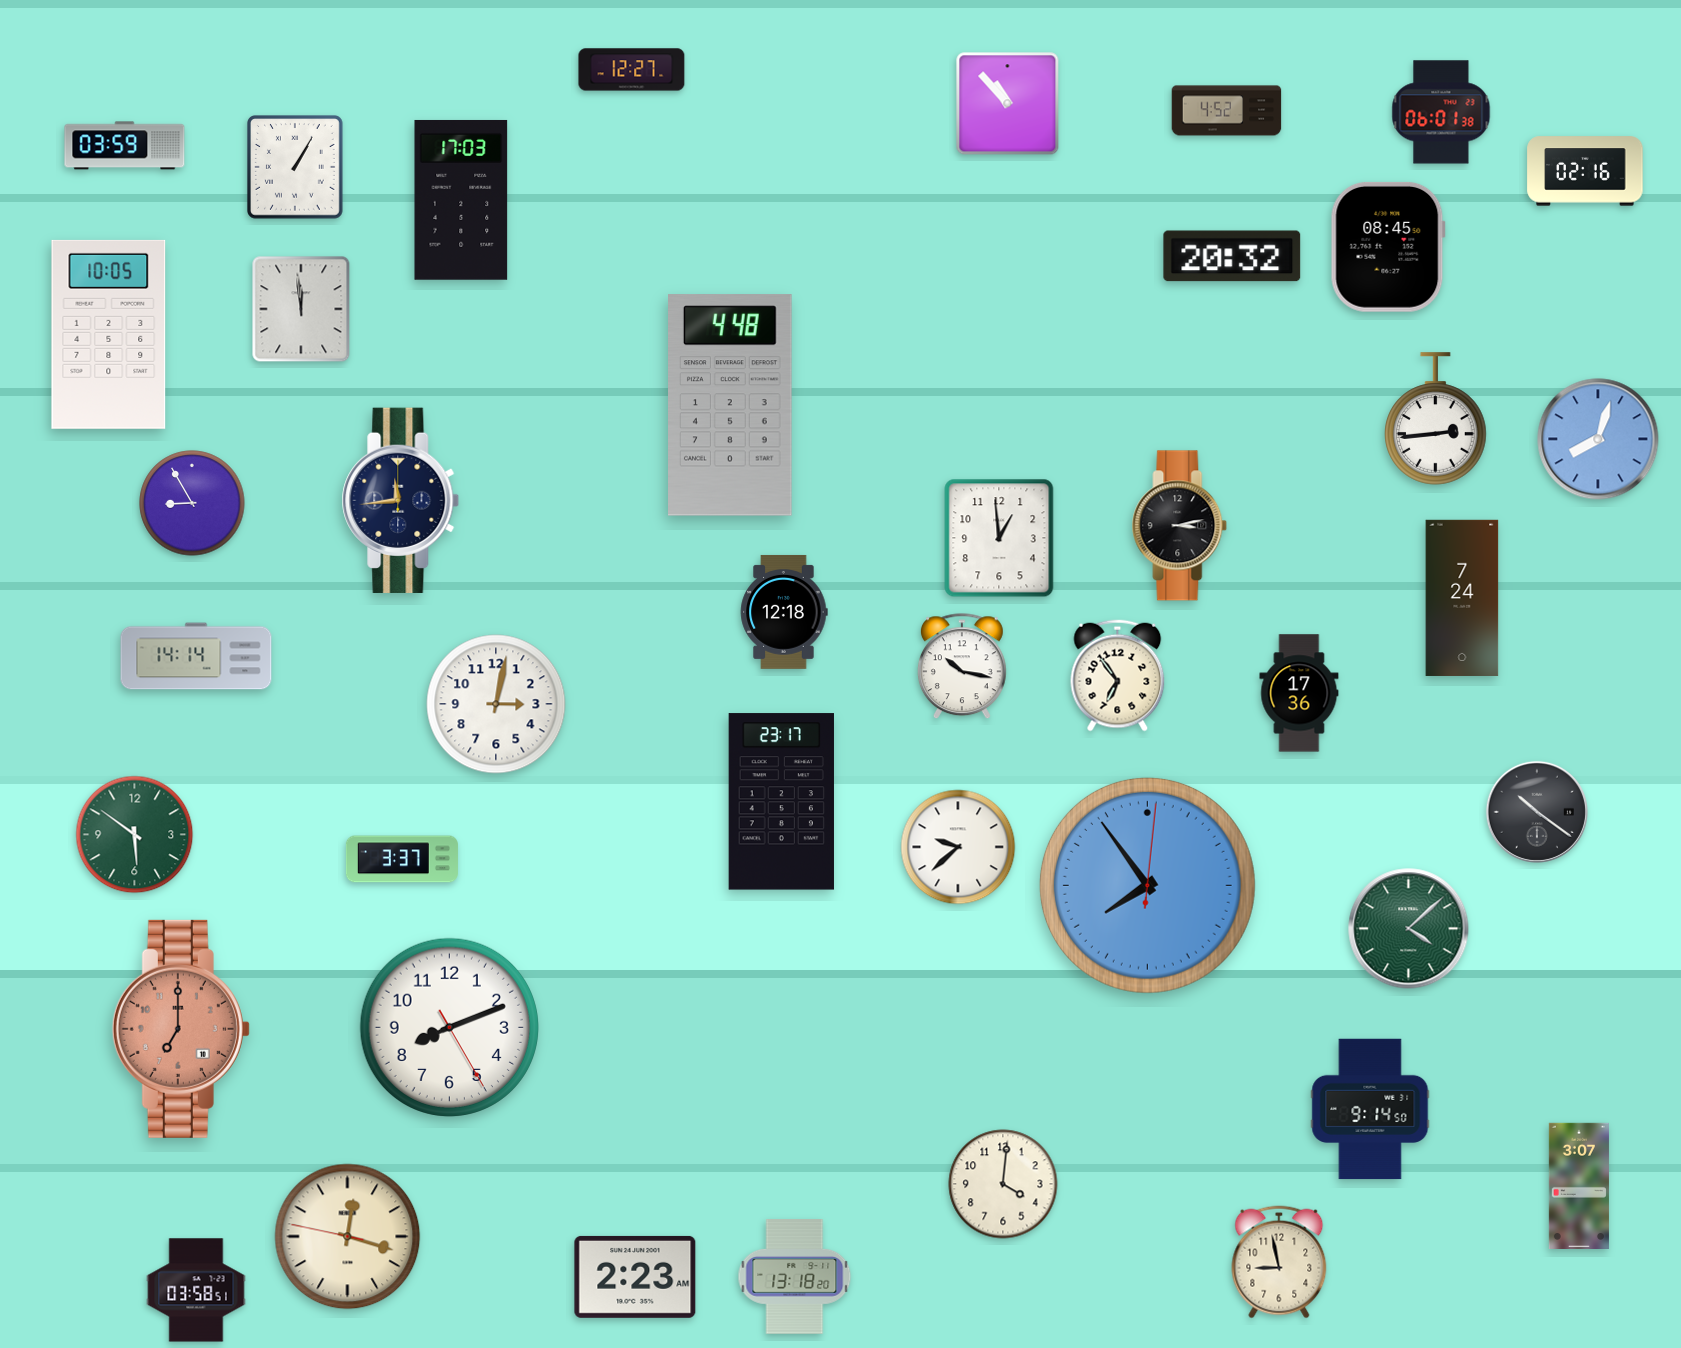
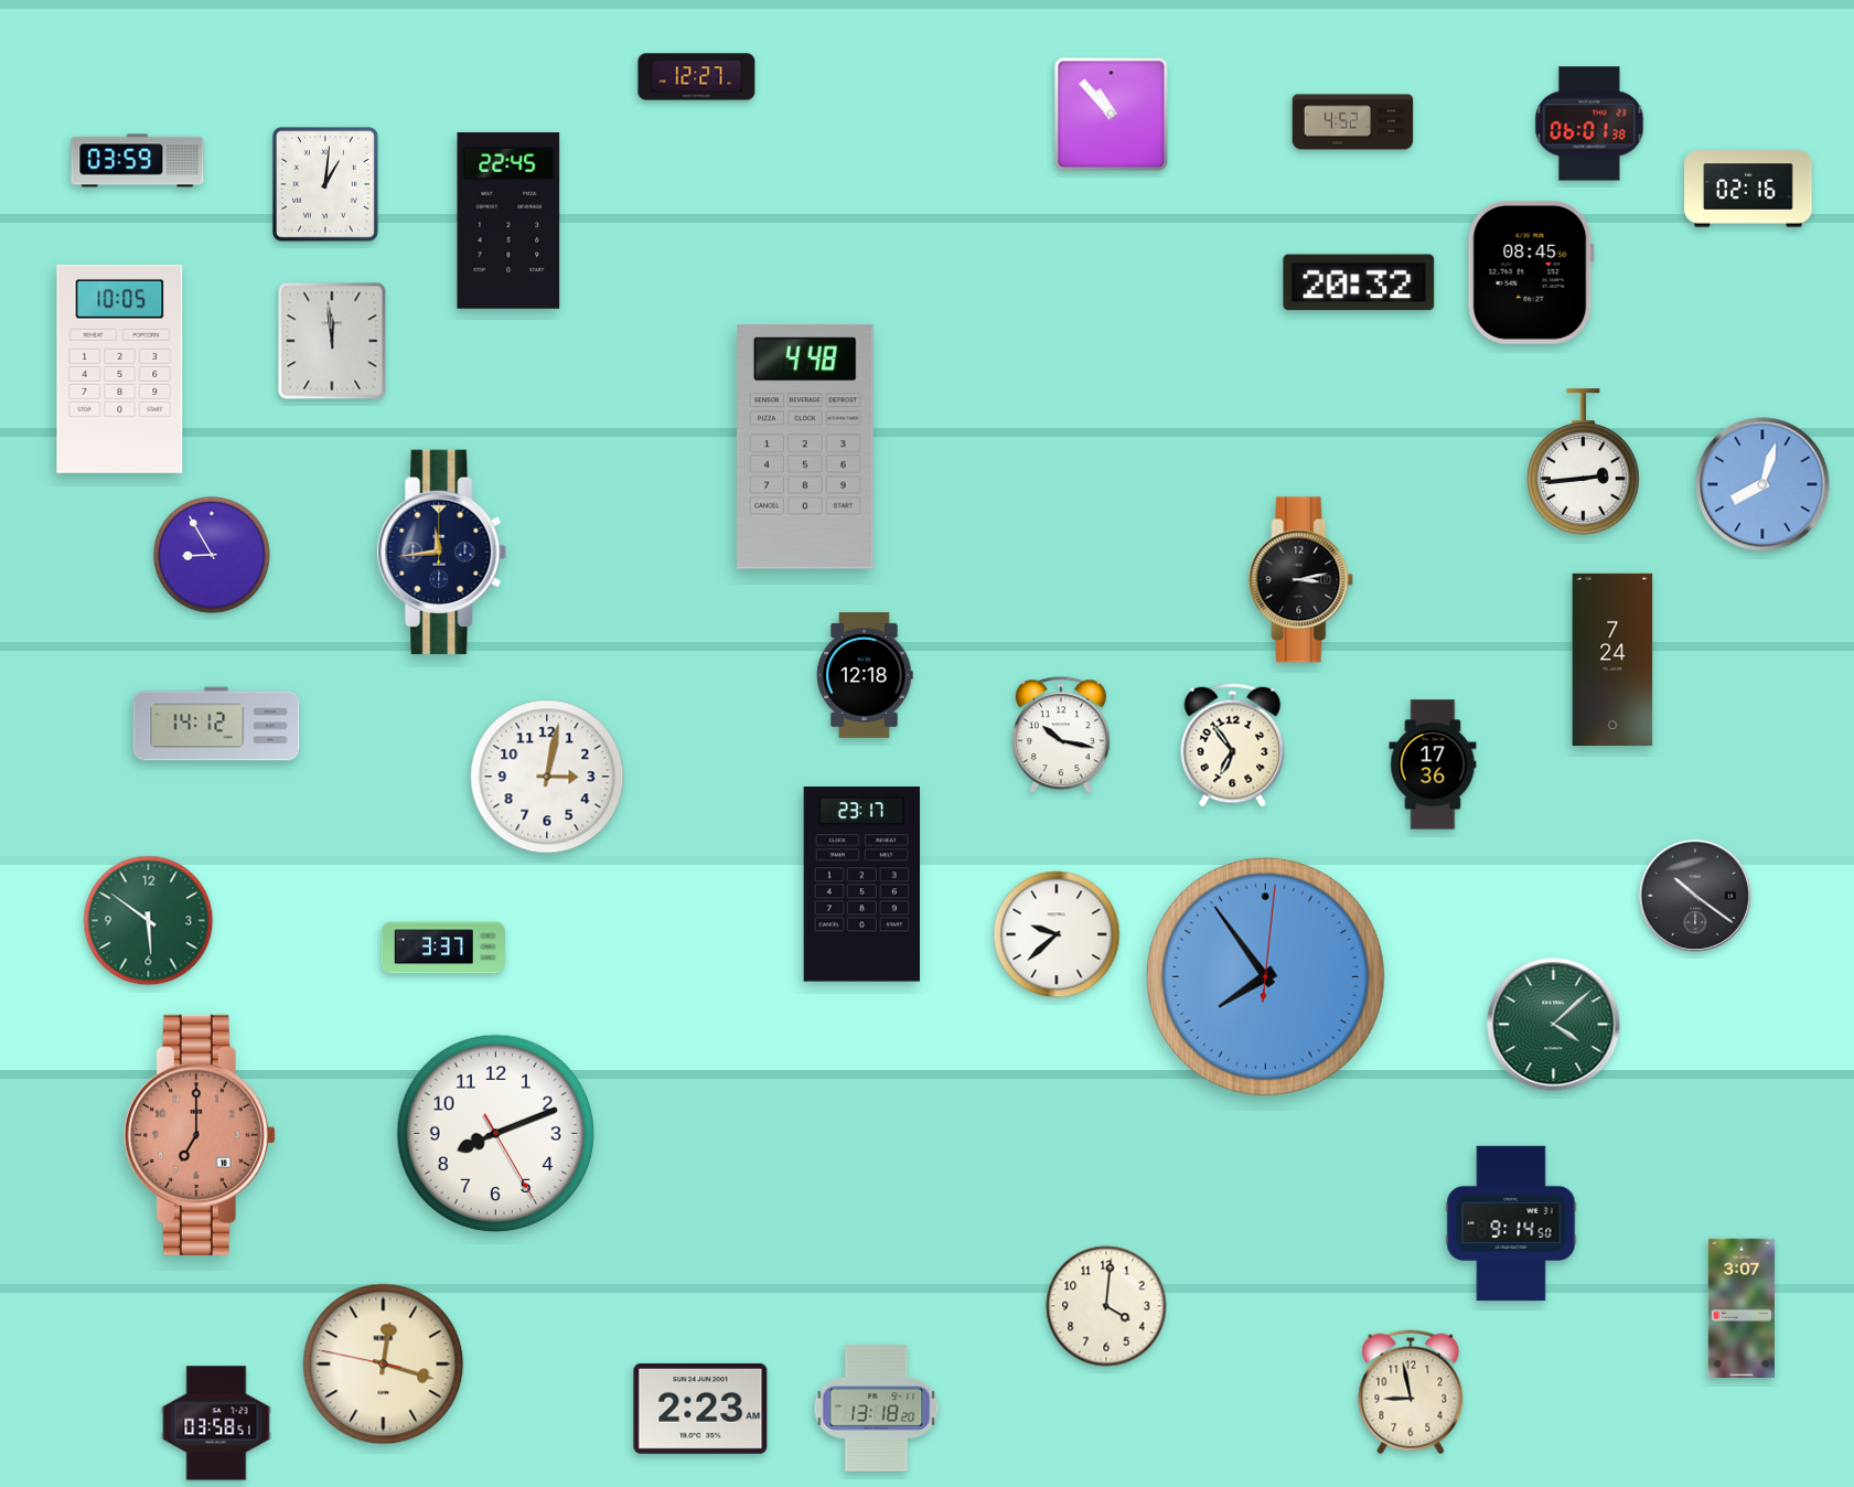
clock at (296, 168): 1:05 -> 1:01
clock at (461, 200): 17:03 -> 22:45
clock at (999, 538): 12:59 -> none
clock at (196, 656): 14:14 -> 14:12
